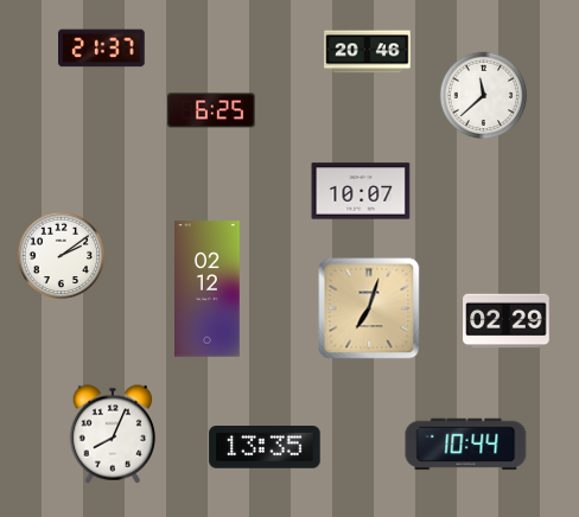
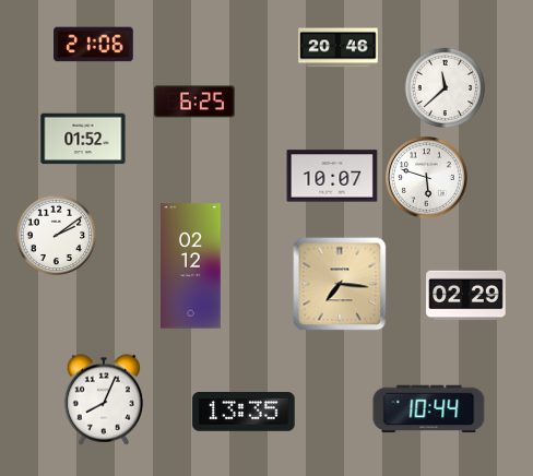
clock at (102, 49): 21:37 -> 21:06
clock at (83, 139): none -> 01:52
clock at (427, 178): none -> 5:48
clock at (369, 308): 7:03 -> 7:16
